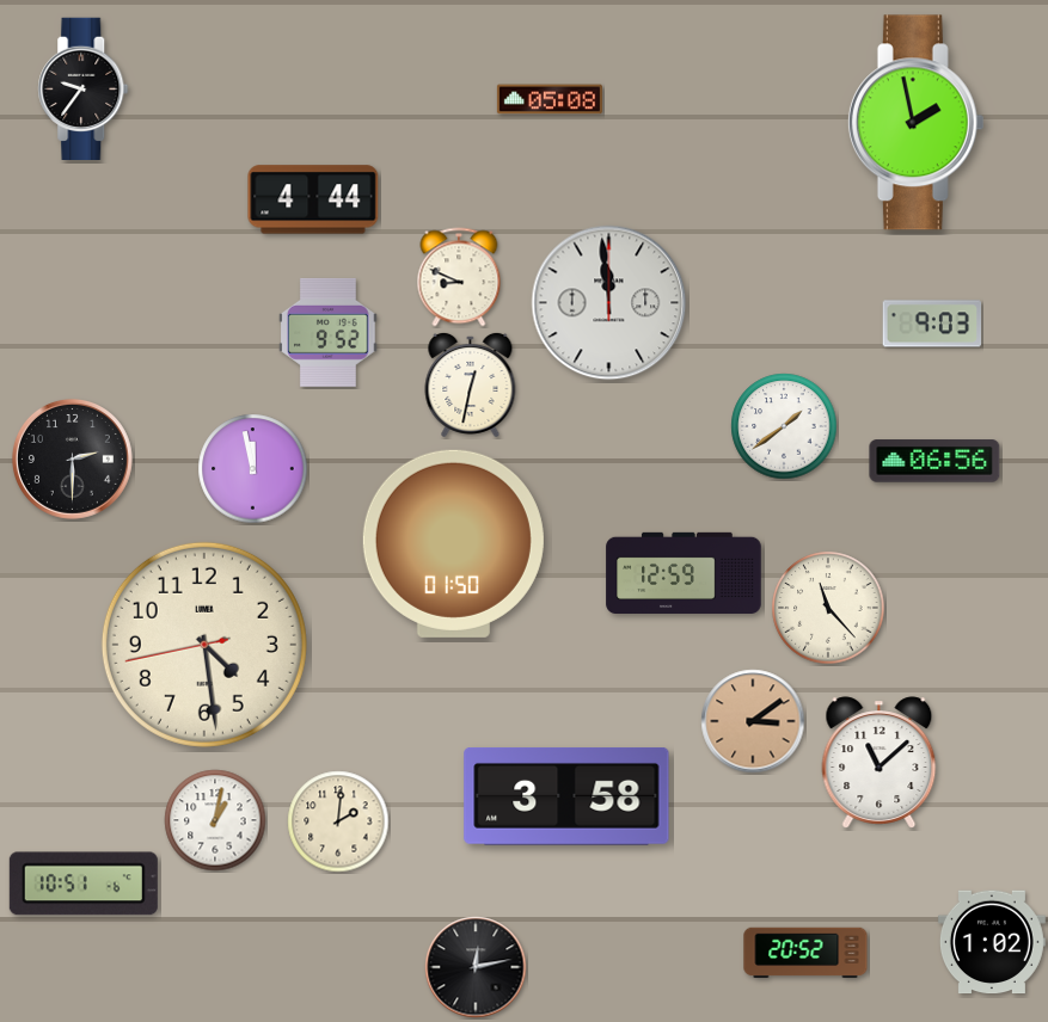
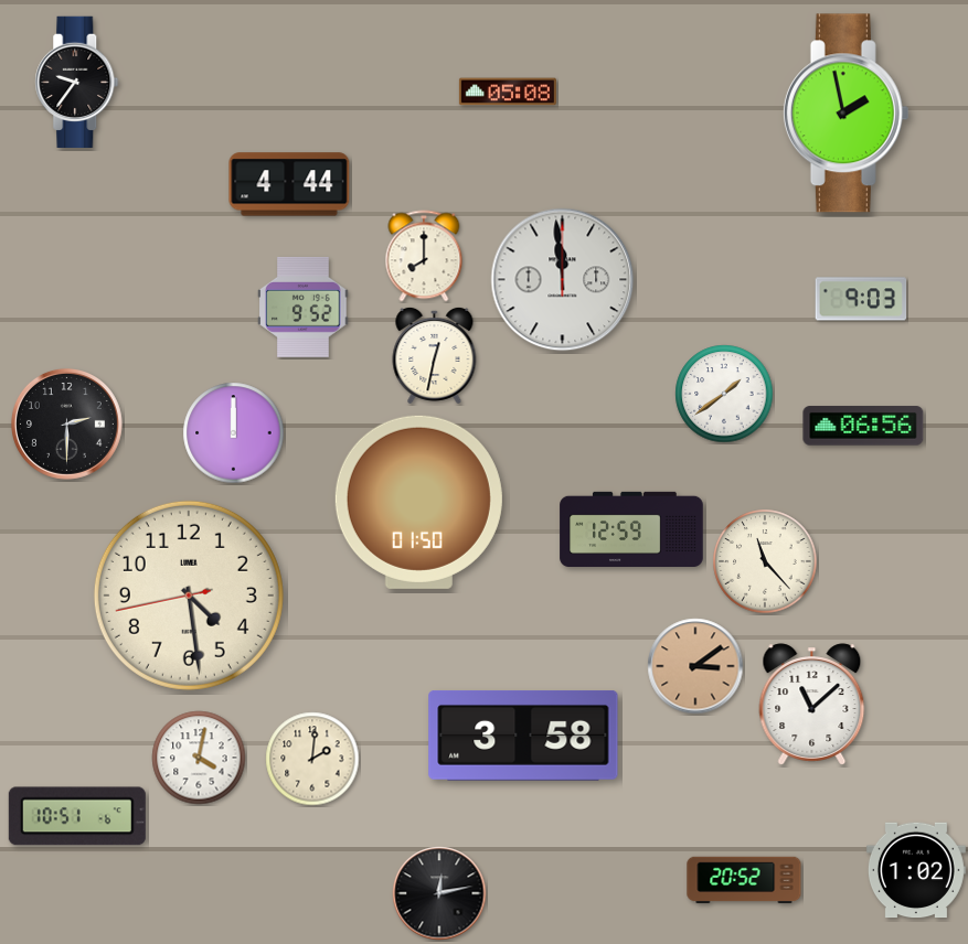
clock at (459, 277): 8:49 -> 8:00
clock at (253, 469): 11:58 -> 12:00
clock at (215, 820): 1:02 -> 4:02
